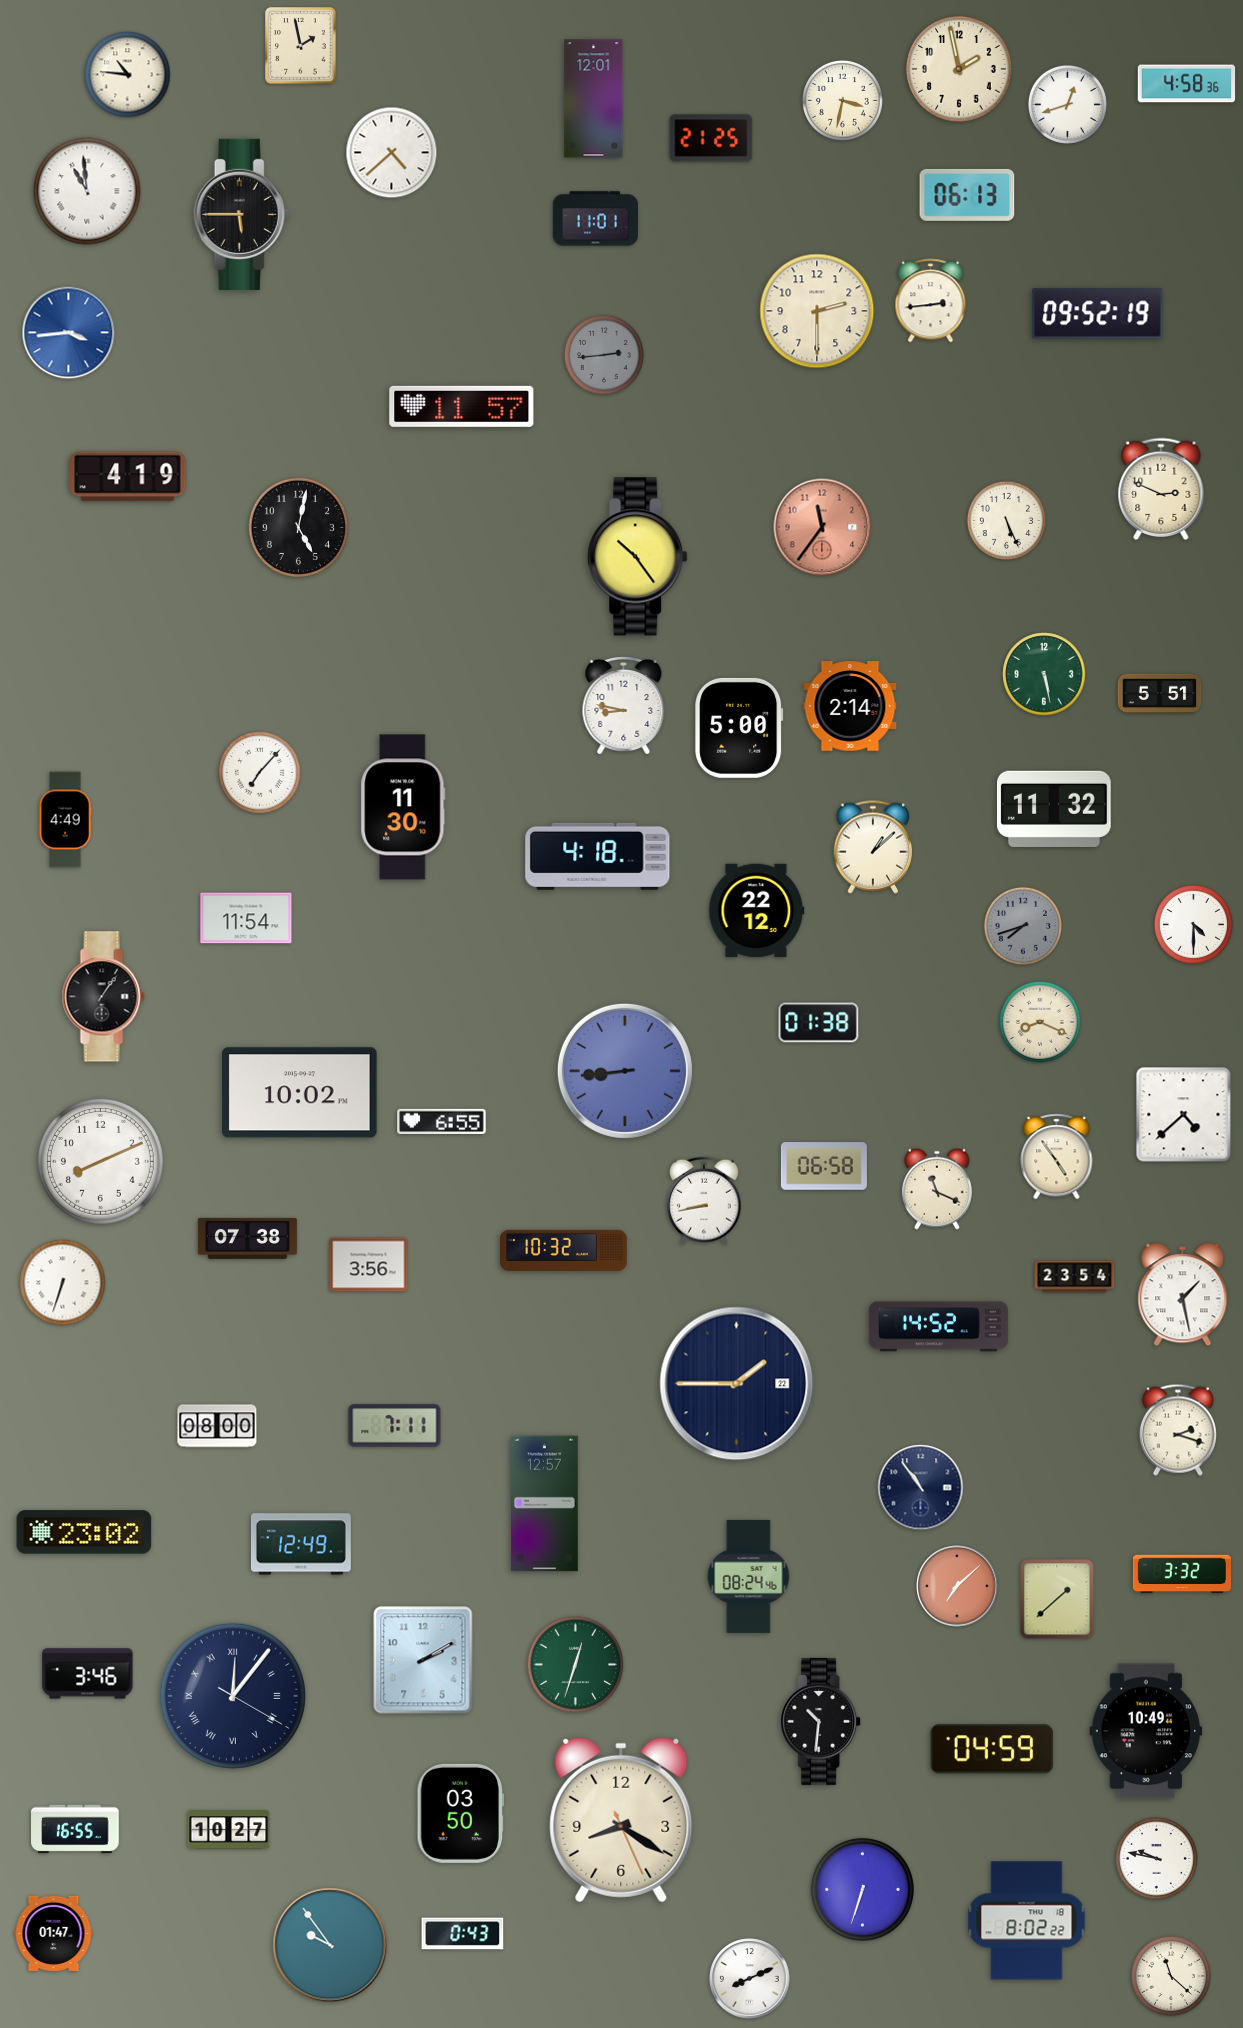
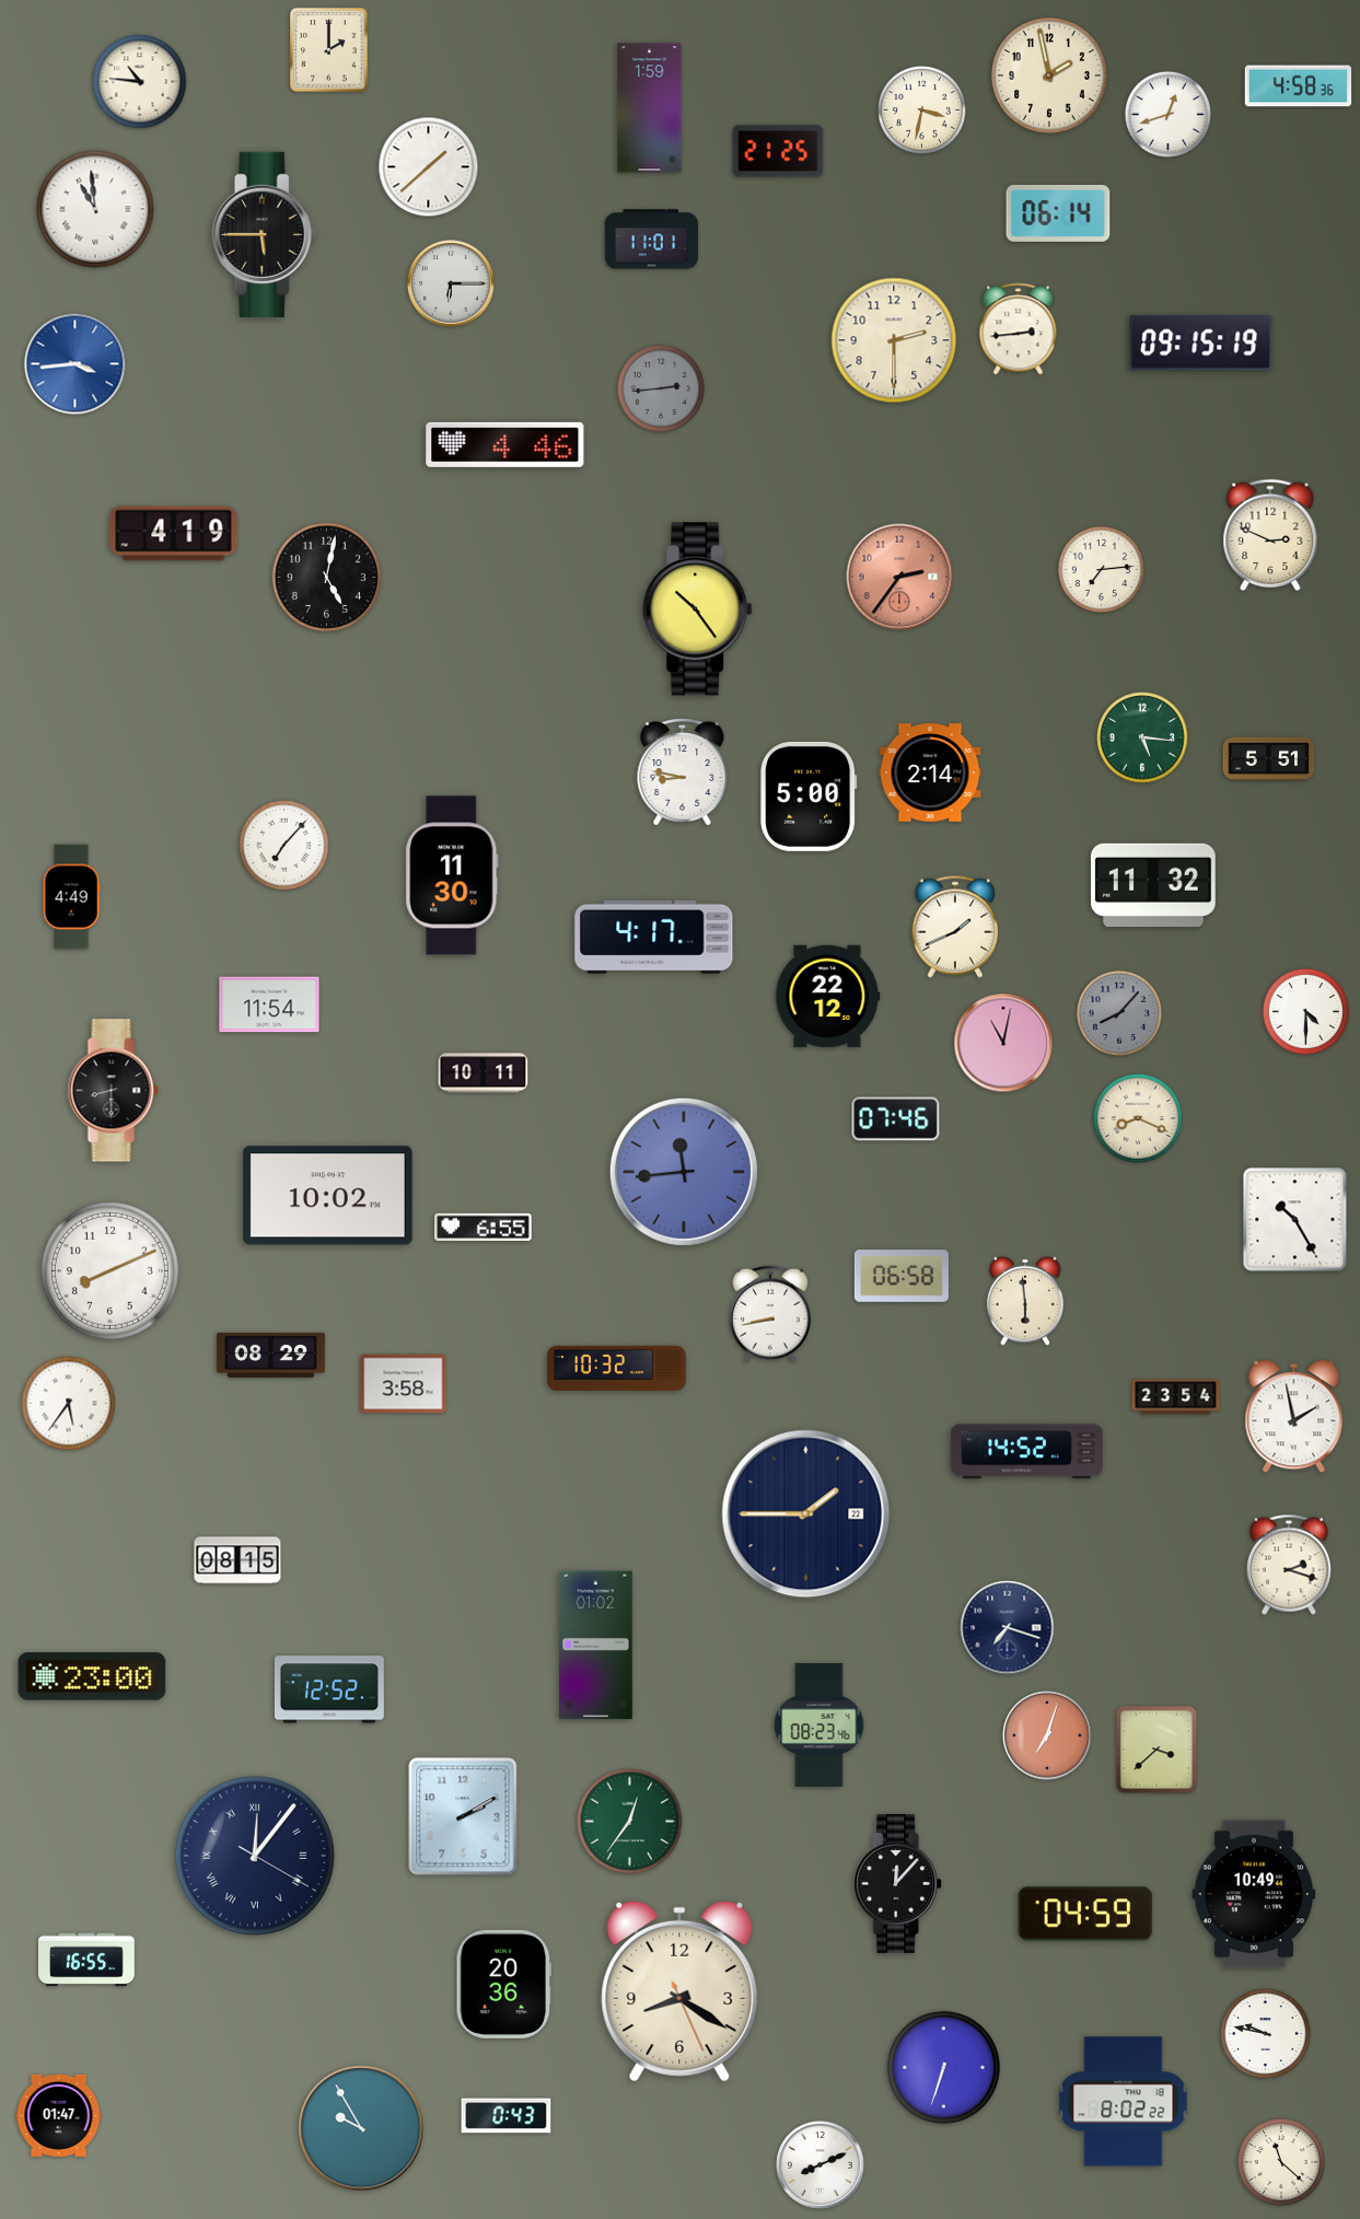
clock at (301, 46): 1:58 -> 2:00
clock at (1187, 84) position: (1187, 84) -> (1299, 86)
clock at (594, 99): 12:01 -> 1:59
clock at (392, 153): 4:38 -> 1:38
clock at (967, 195): 06:13 -> 06:14
clock at (451, 283): none -> 6:15
clock at (1098, 314): 09:52 -> 09:15
clock at (462, 406): 11:57 -> 4:46
clock at (128, 477) position: (128, 477) -> (174, 534)
clock at (1006, 520): 5:26 -> 7:14
clock at (822, 527): 11:36 -> 2:36
clock at (1044, 674): 5:28 -> 5:16
clock at (403, 807) position: (403, 807) -> (452, 875)
clock at (872, 847): 1:08 -> 1:41
clock at (598, 856): 4:18 -> 4:17
clock at (1023, 926): 7:42 -> 8:07
clock at (1003, 1043): none -> 11:02
clock at (484, 1073): none -> 10:11
clock at (103, 997): 1:06 -> 8:30
clock at (819, 1023): 01:38 -> 07:46
clock at (625, 1071): 8:44 -> 11:44
clock at (1184, 1115): 4:38 -> 10:25
clock at (1057, 1157): 4:54 -> none
clock at (937, 1189): 11:19 -> 5:59
clock at (247, 1238): 07:38 -> 08:29
clock at (369, 1265): 3:56 -> 3:58
clock at (63, 1283): 6:33 -> 5:36
clock at (1183, 1295): 1:28 -> 1:58
clock at (217, 1426): 08:00 -> 08:15
clock at (395, 1426): 7:11 -> none
clock at (921, 1488): 10:54 -> 7:18
clock at (545, 1504): 12:57 -> 01:02
clock at (84, 1532): 23:02 -> 23:00
clock at (301, 1544): 12:49 -> 12:52
clock at (1182, 1574): 3:32 -> none
clock at (749, 1576): 08:24 -> 08:23
clock at (957, 1586): 7:08 -> 7:03
clock at (1057, 1599): 1:38 -> 3:38
clock at (576, 1665): 12:33 -> 12:36
clock at (88, 1674): 3:46 -> none
clock at (821, 1721): 10:31 -> 12:07
clock at (461, 1813): 03:50 -> 20:36
clock at (75, 1829) position: (75, 1829) -> (86, 1960)
clock at (229, 1830): 10:27 -> none
clock at (330, 1945): 9:54 -> 9:55
